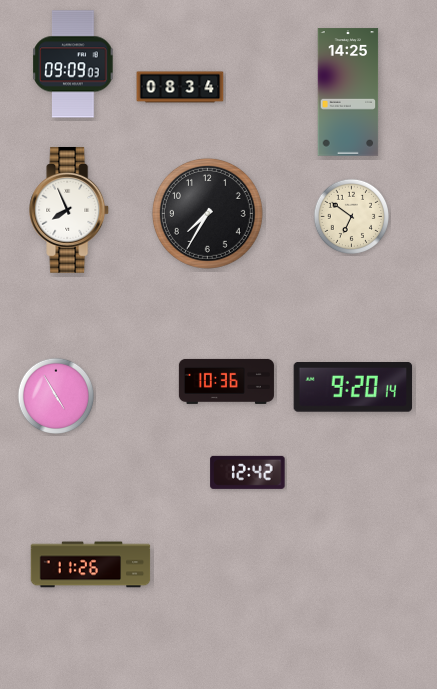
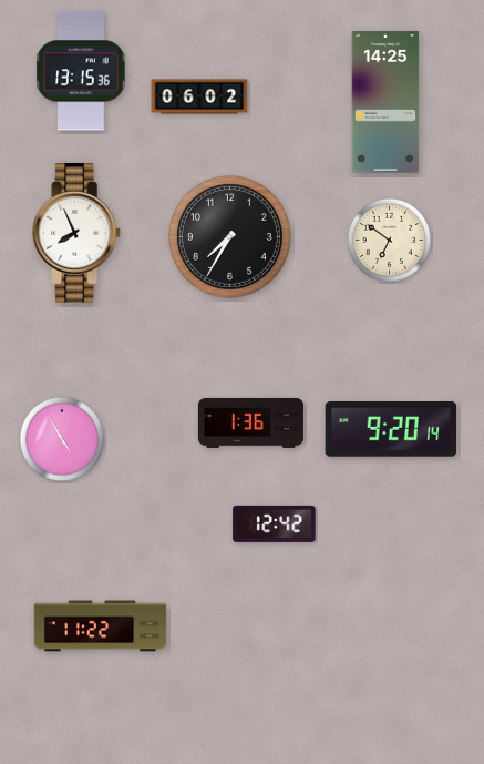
clock at (73, 64): 09:09 -> 13:15
clock at (180, 87): 08:34 -> 06:02
clock at (226, 381): 10:36 -> 1:36
clock at (91, 565): 11:26 -> 11:22
